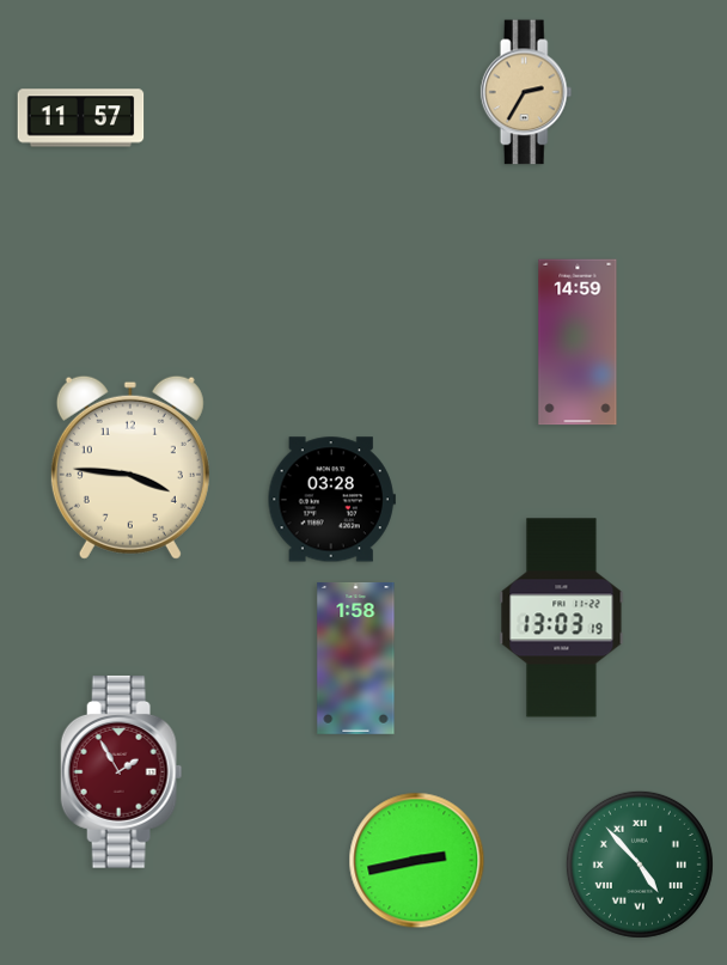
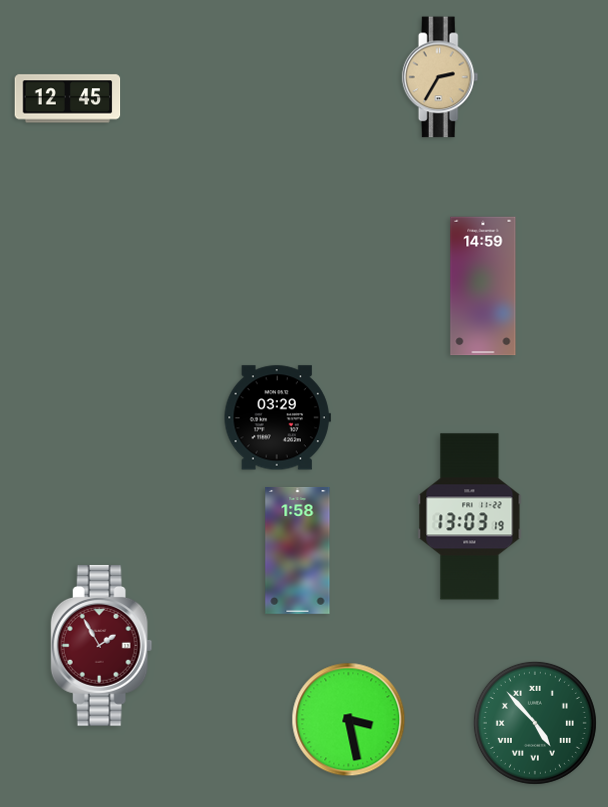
clock at (81, 118): 11:57 -> 12:45
clock at (130, 468): 3:46 -> none
clock at (331, 500): 03:28 -> 03:29
clock at (417, 861): 2:43 -> 3:28
